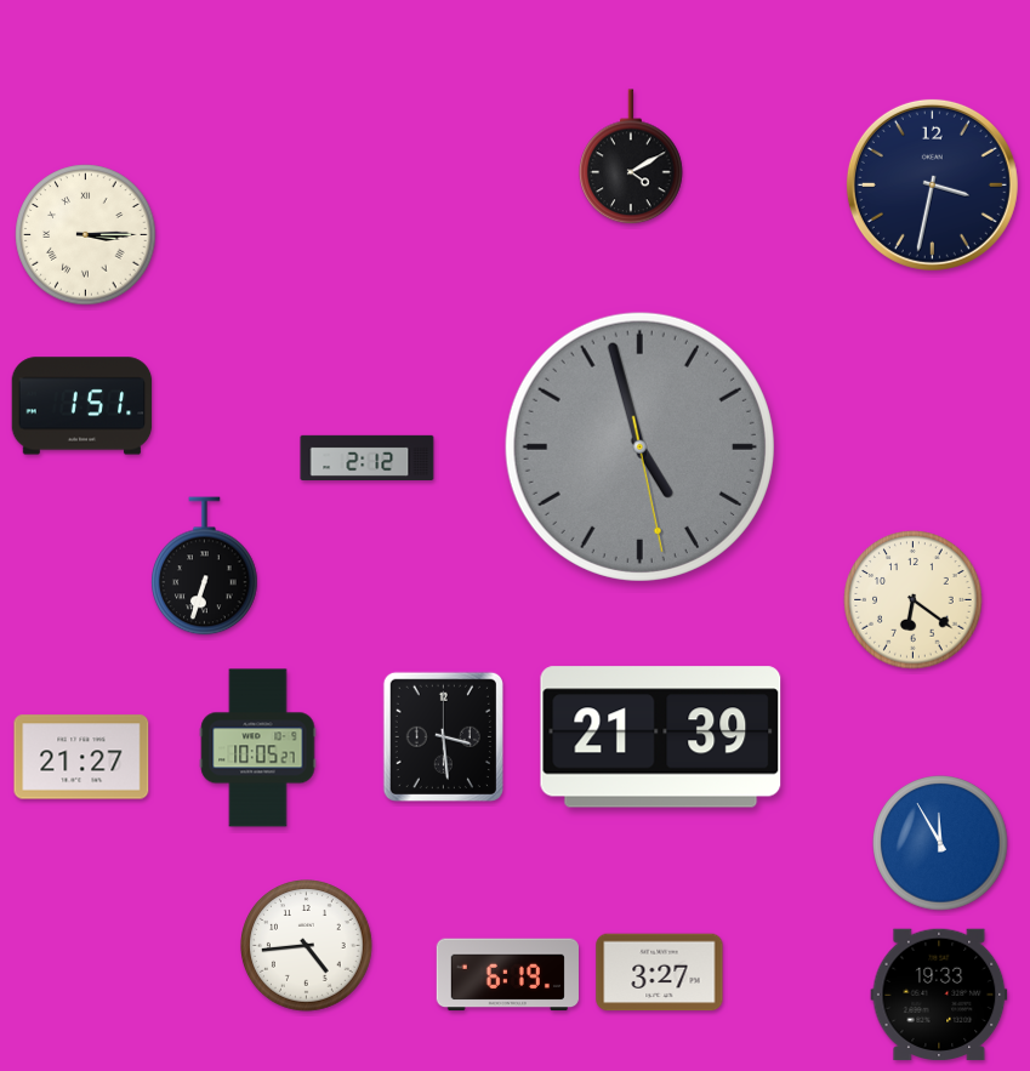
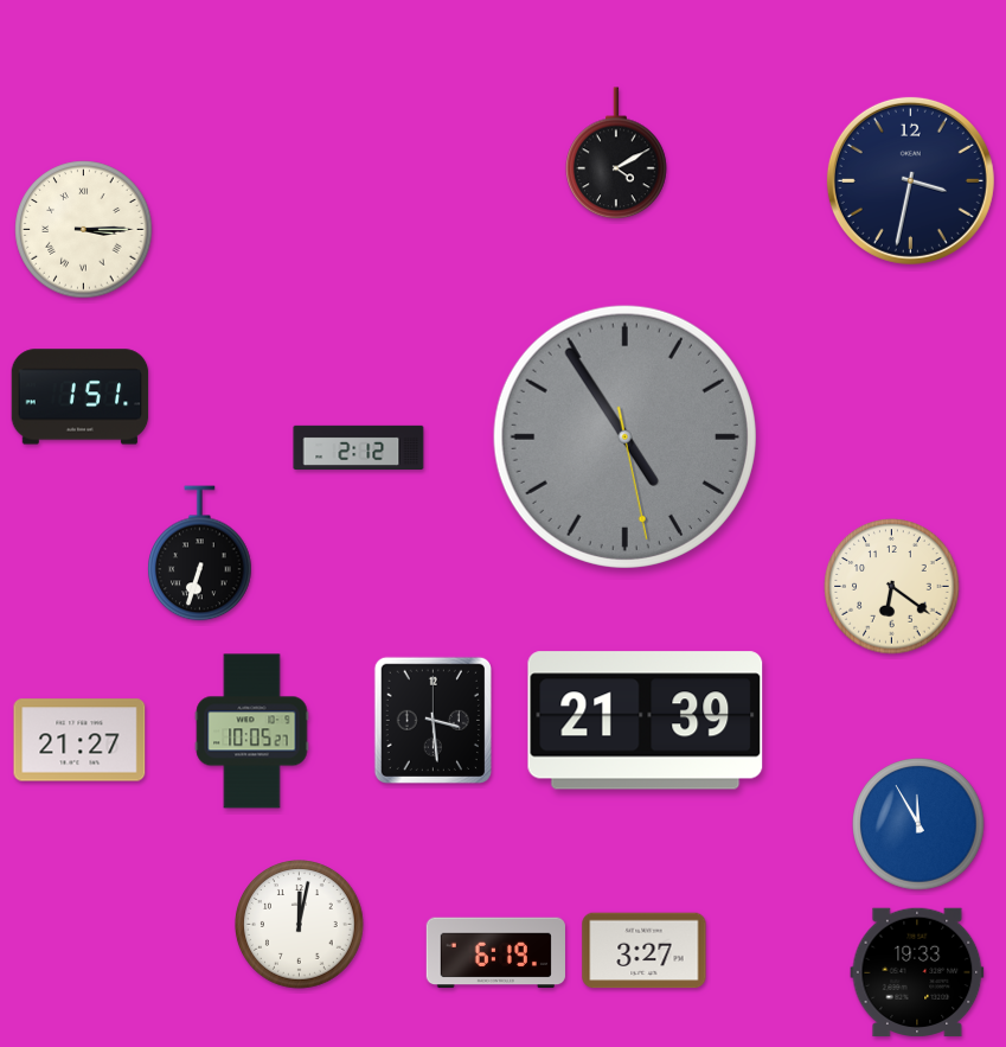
clock at (639, 446): 4:57 -> 4:54
clock at (307, 946): 4:44 -> 12:02
